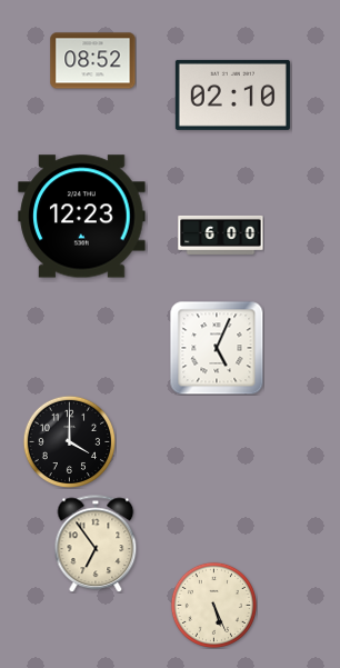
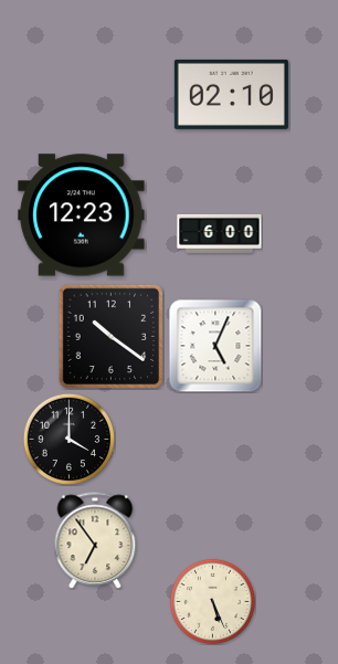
clock at (93, 61): 08:52 -> none
clock at (110, 336): none -> 10:21
